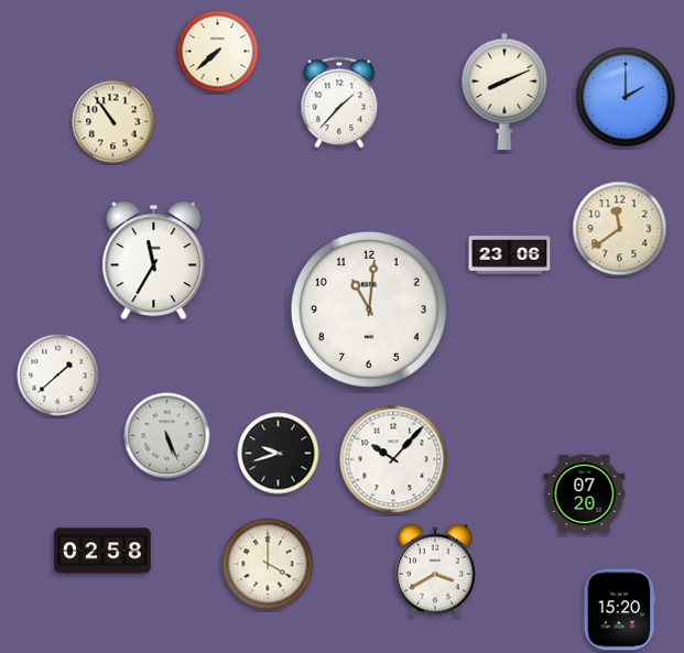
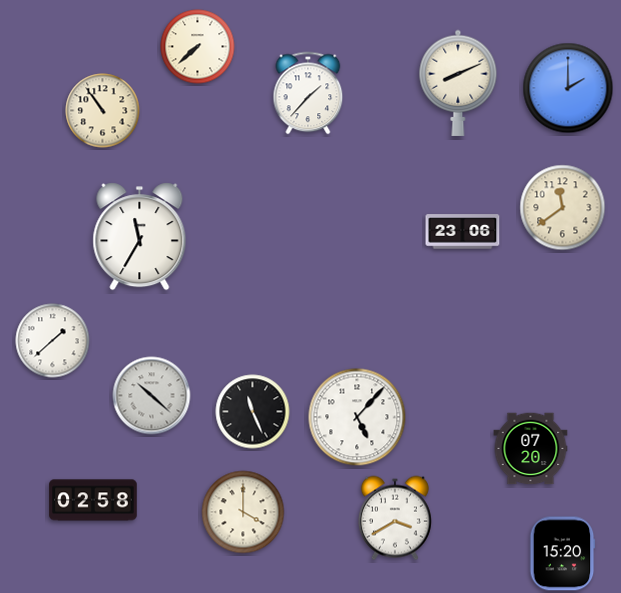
clock at (369, 309): 11:01 -> none
clock at (167, 436): 5:26 -> 10:22
clock at (279, 454): 9:42 -> 11:26
clock at (393, 459): 10:07 -> 5:07
